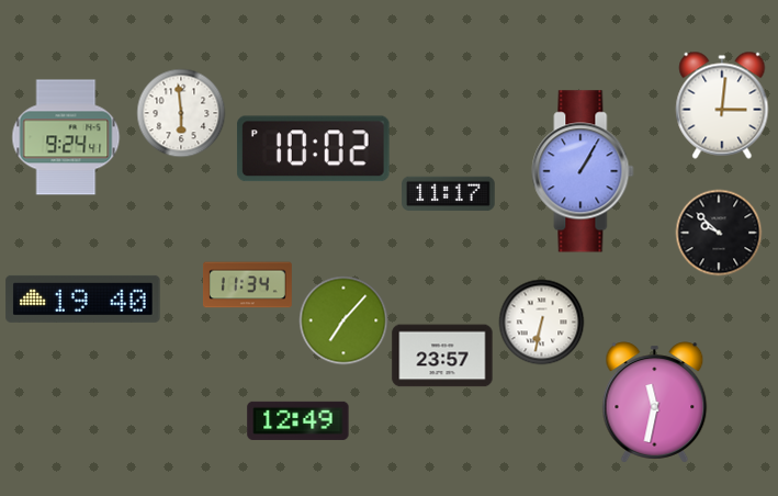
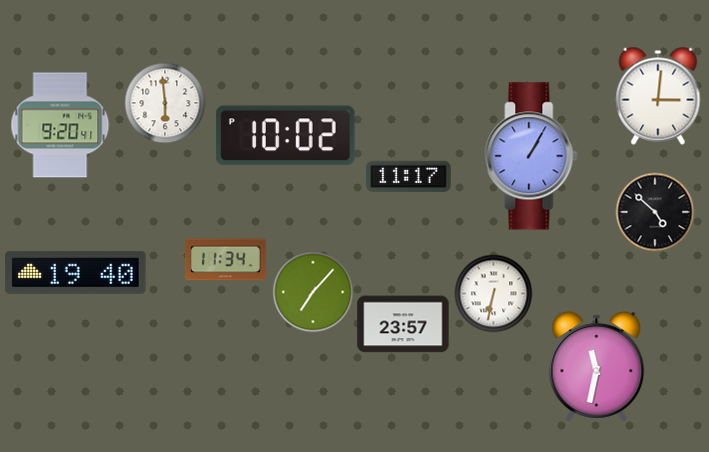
clock at (66, 137): 9:24 -> 9:20
clock at (719, 233): 9:52 -> 4:52
clock at (298, 420): 12:49 -> none
